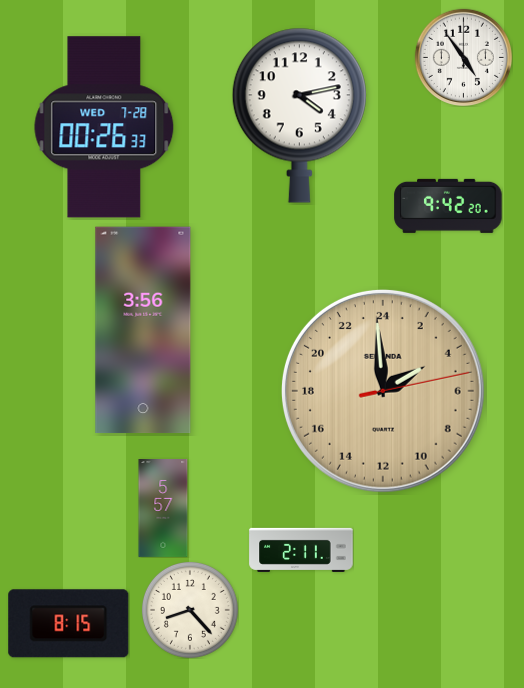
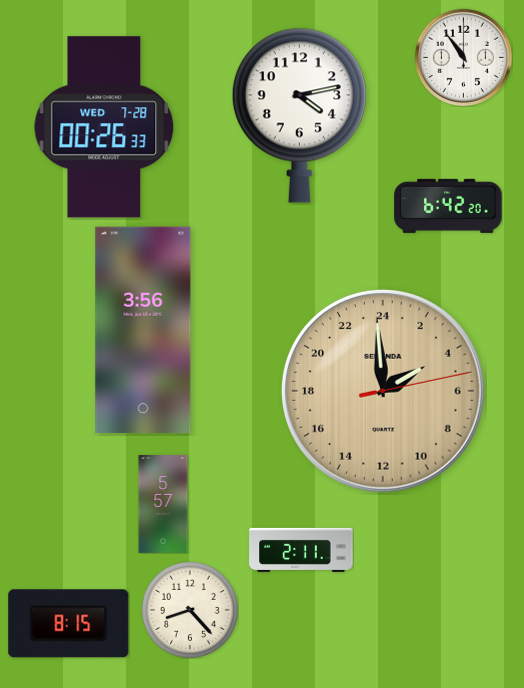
clock at (463, 57): 4:54 -> 10:54
clock at (448, 206): 9:42 -> 6:42
clock at (163, 509) position: (163, 509) -> (163, 505)
